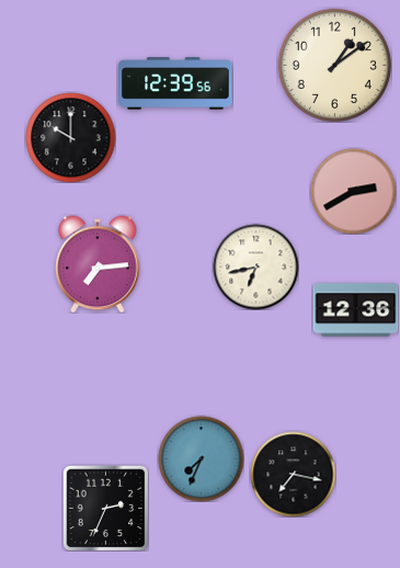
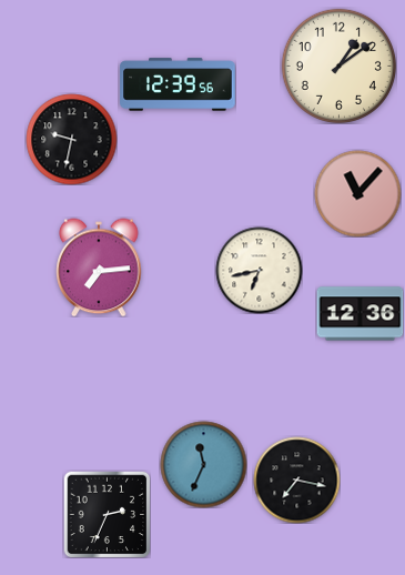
clock at (70, 137): 10:00 -> 9:32
clock at (353, 191): 2:40 -> 11:07
clock at (201, 458): 7:34 -> 11:34
